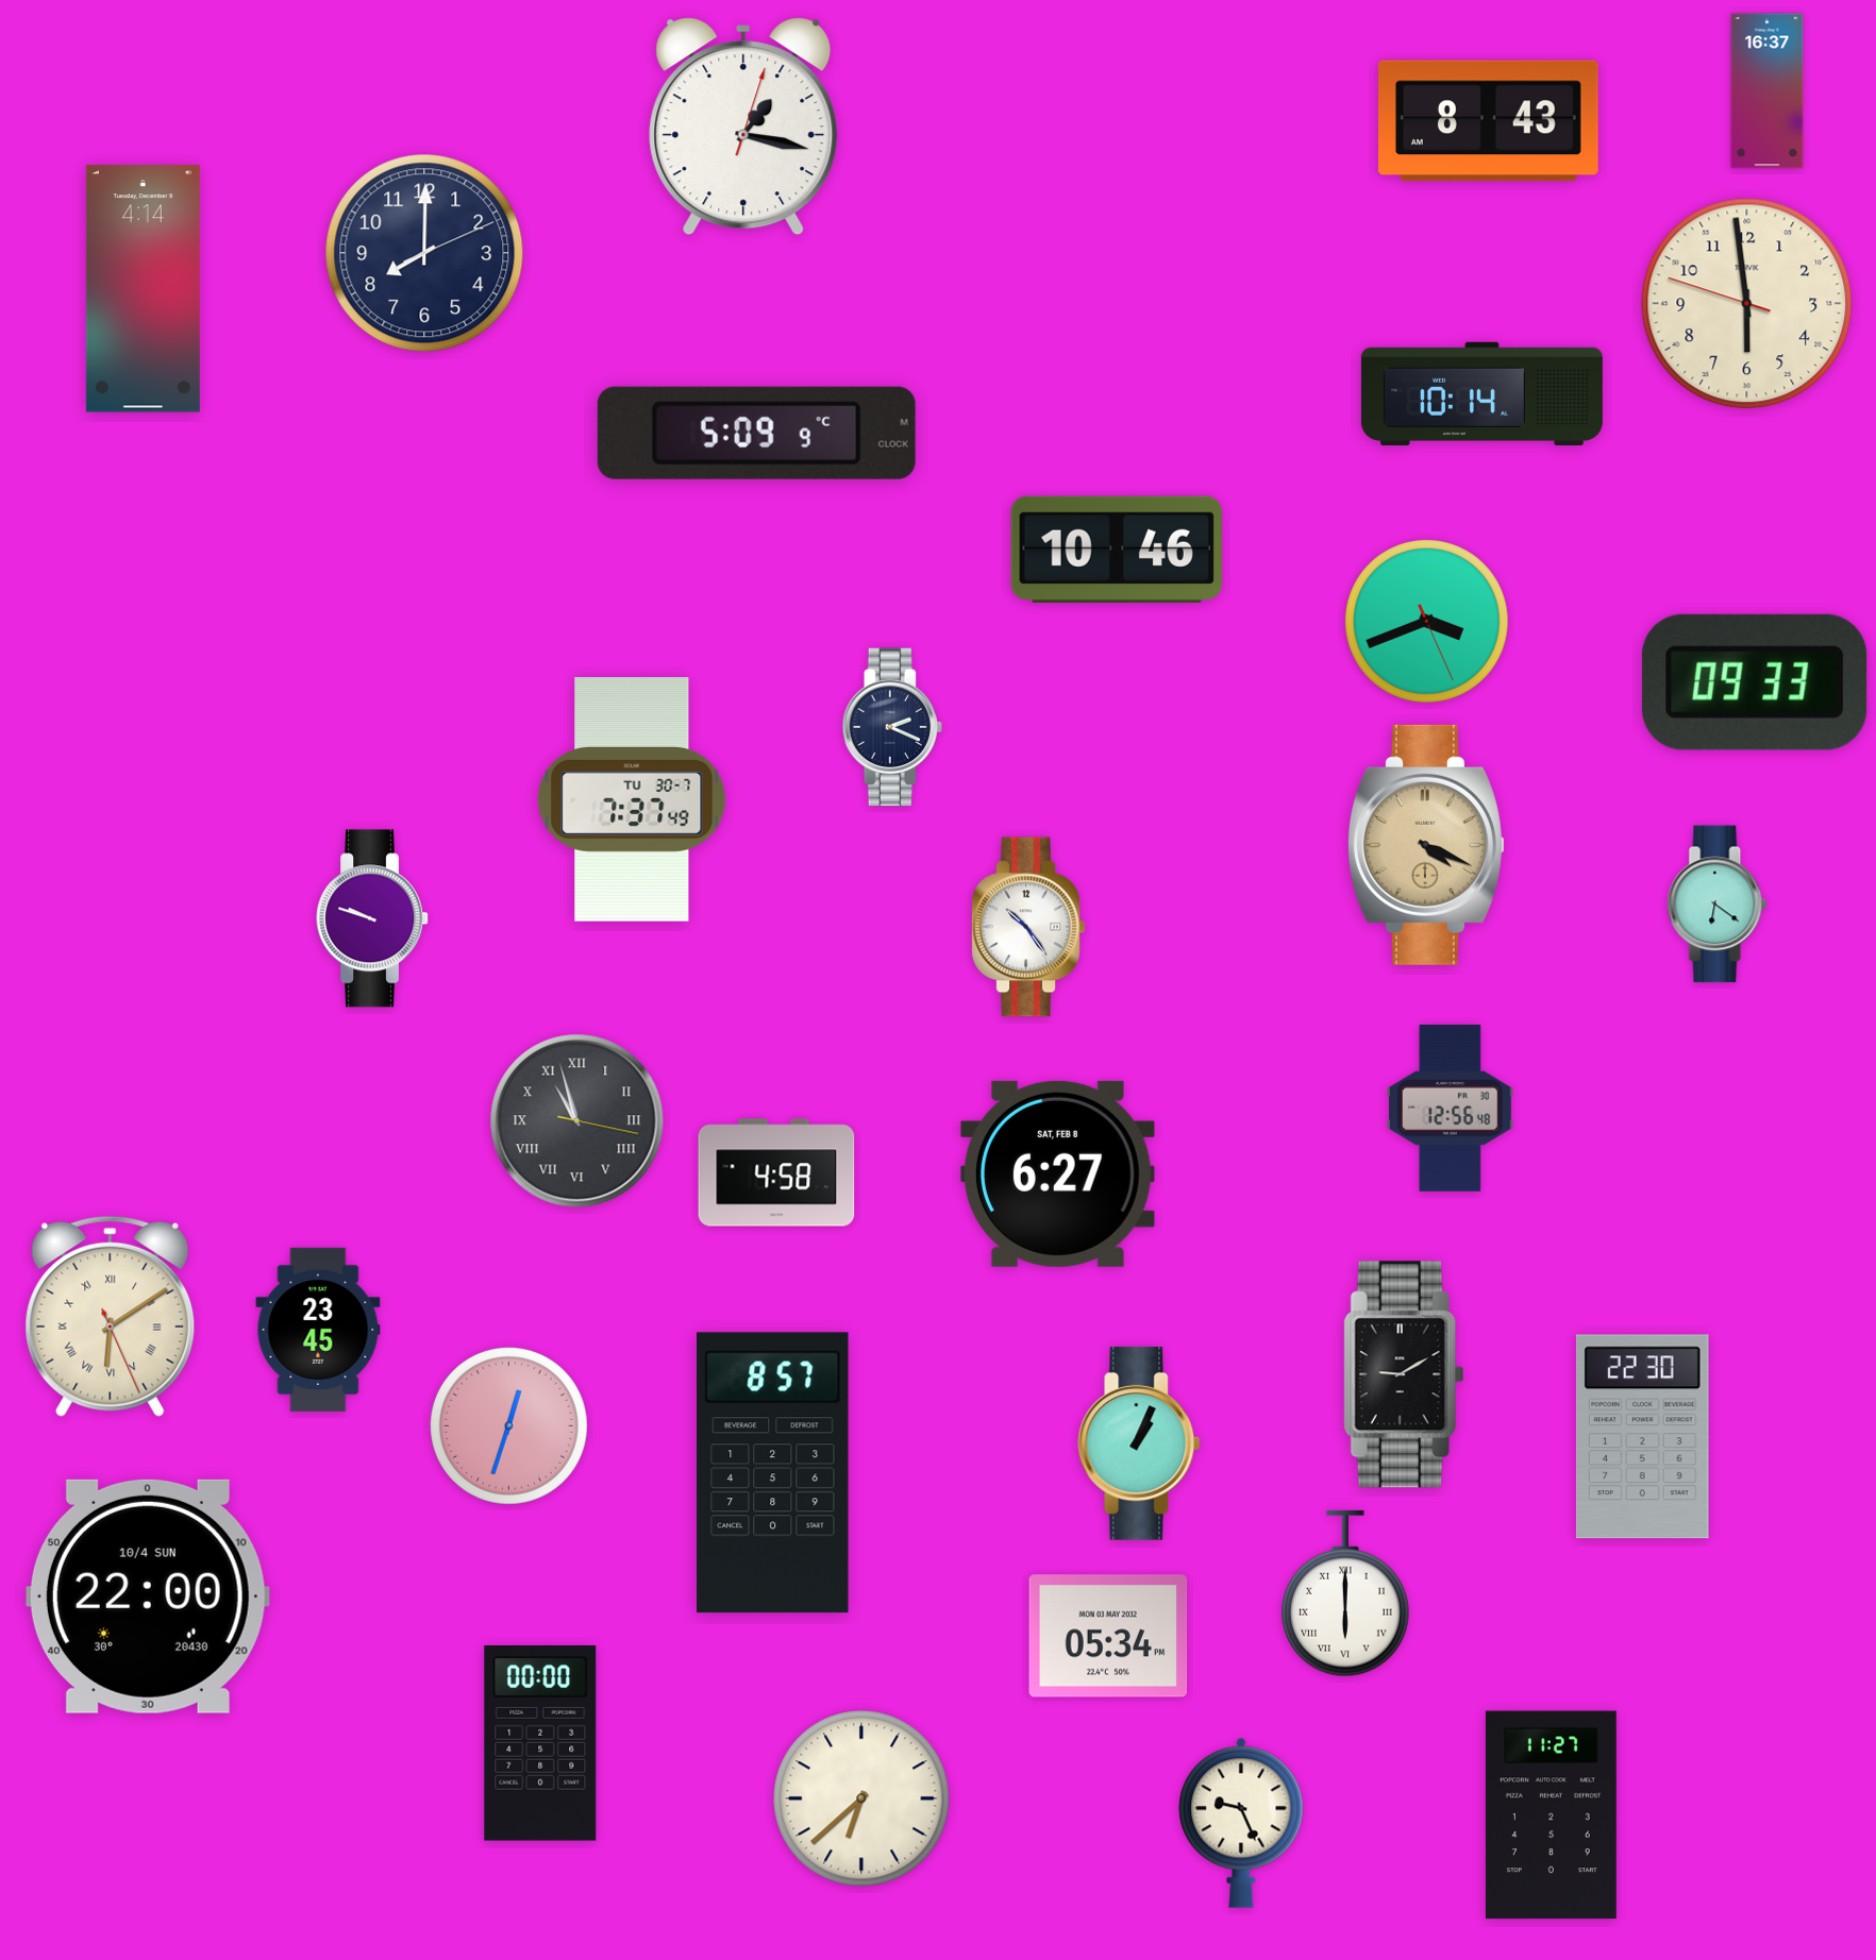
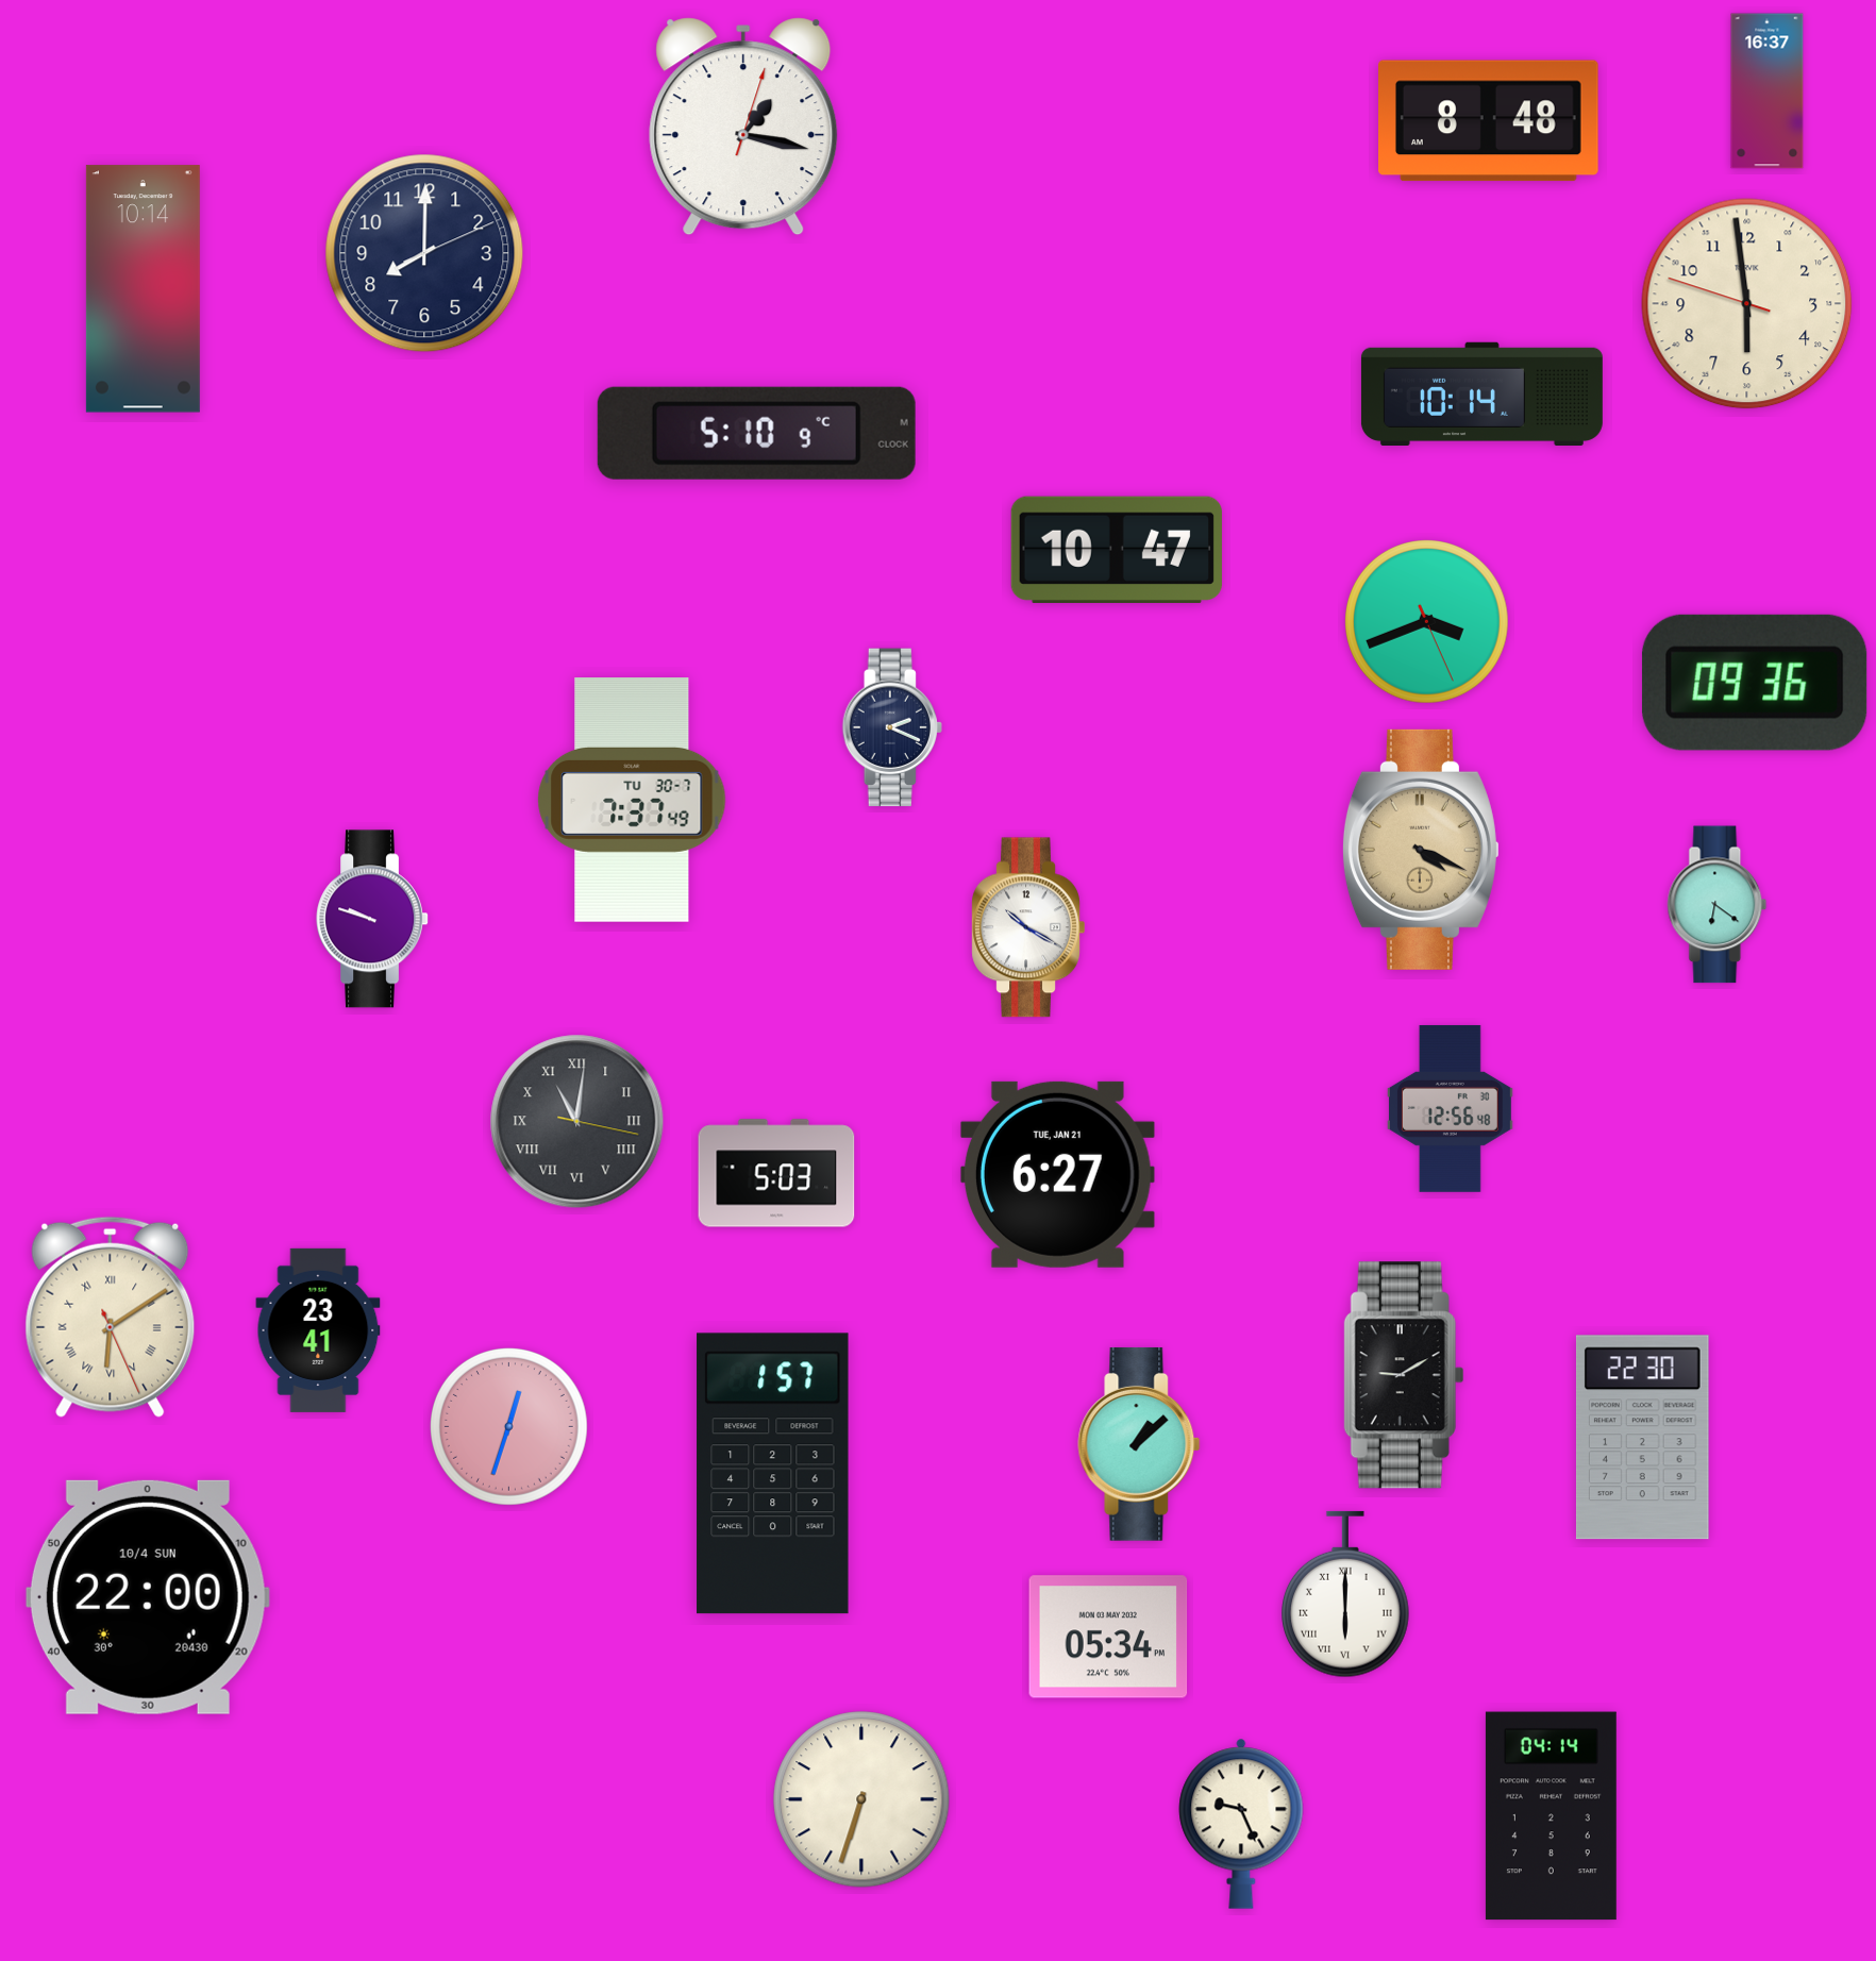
clock at (1489, 121): 8:43 -> 8:48
clock at (143, 289): 4:14 -> 10:14
clock at (756, 433): 5:09 -> 5:10
clock at (1117, 550): 10:46 -> 10:47
clock at (1755, 682): 09:33 -> 09:36
clock at (1426, 845) position: (1426, 845) -> (1421, 850)
clock at (1028, 927): 10:24 -> 10:20
clock at (577, 1121): 10:57 -> 11:01
clock at (776, 1172): 4:58 -> 5:03
clock at (1057, 1173) date: SAT, FEB 8 -> TUE, JAN 21
clock at (318, 1330): 23:45 -> 23:41
clock at (1139, 1443): 1:04 -> 1:08
clock at (773, 1473): 8:57 -> 1:57
clock at (540, 1744): 00:00 -> none
clock at (861, 1798): 6:38 -> 6:33
clock at (1551, 1815): 11:27 -> 04:14
